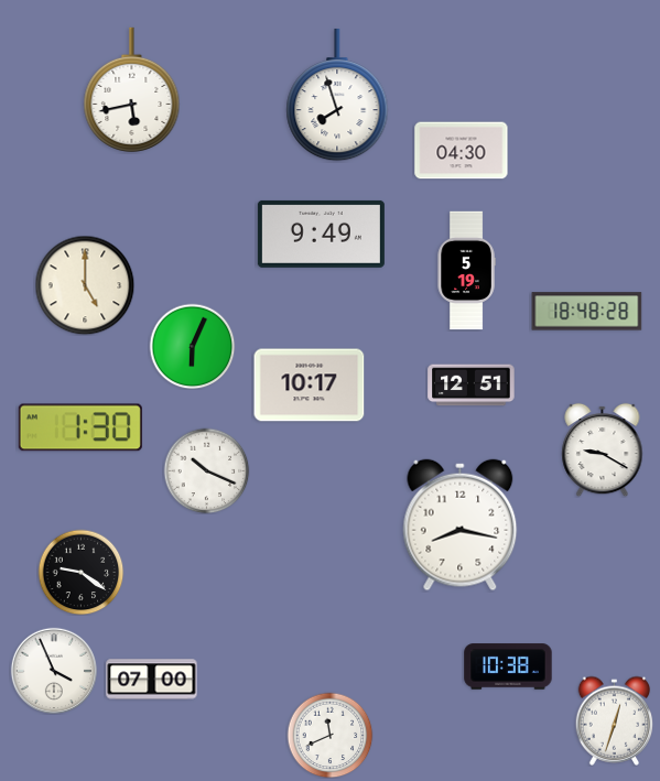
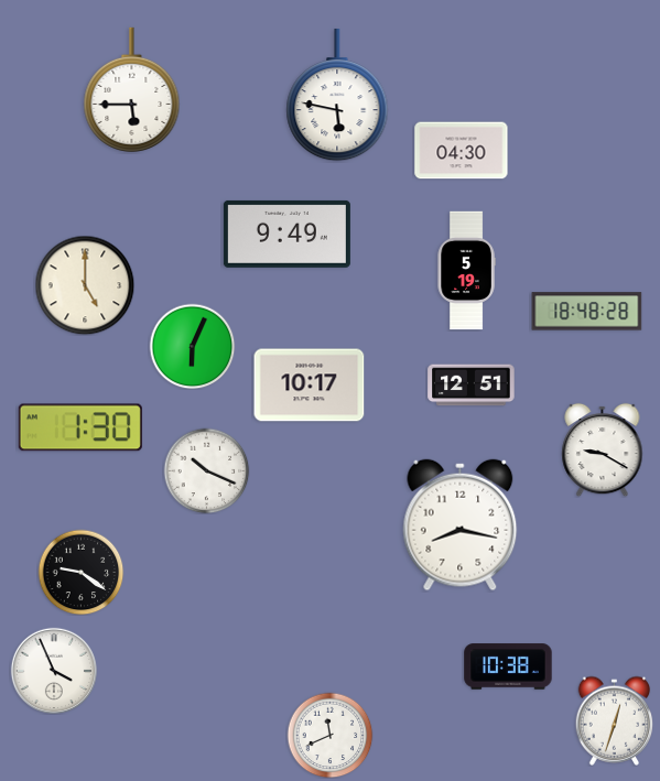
clock at (132, 89): 5:43 -> 5:45
clock at (337, 96): 7:57 -> 5:47
clock at (321, 234) position: (321, 234) -> (286, 234)
clock at (152, 680): 07:00 -> none
